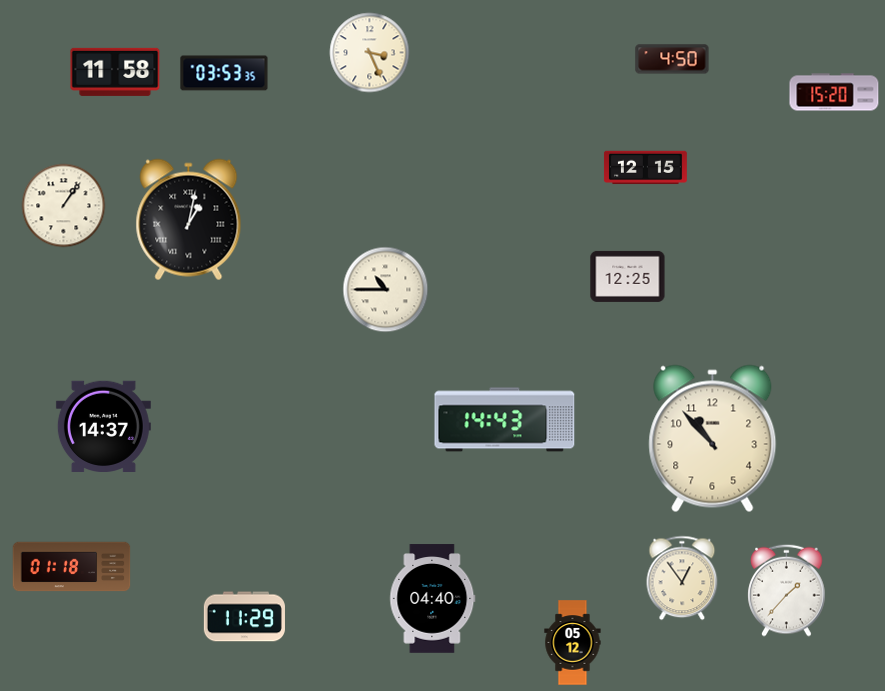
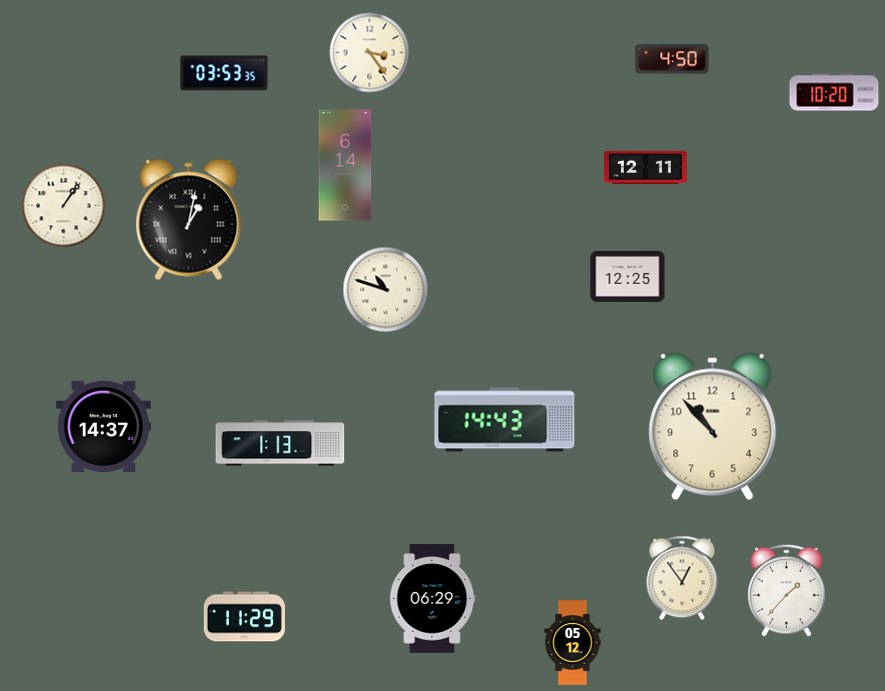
clock at (370, 53): 3:26 -> 3:24
clock at (115, 72): 11:58 -> none
clock at (834, 92): 15:20 -> 10:20
clock at (345, 165): none -> 6:14
clock at (645, 168): 12:15 -> 12:11
clock at (386, 290): 10:45 -> 10:48
clock at (713, 439) position: (713, 439) -> (713, 427)
clock at (280, 443): none -> 1:13
clock at (72, 567): 01:18 -> none
clock at (433, 599): 04:40 -> 06:29
